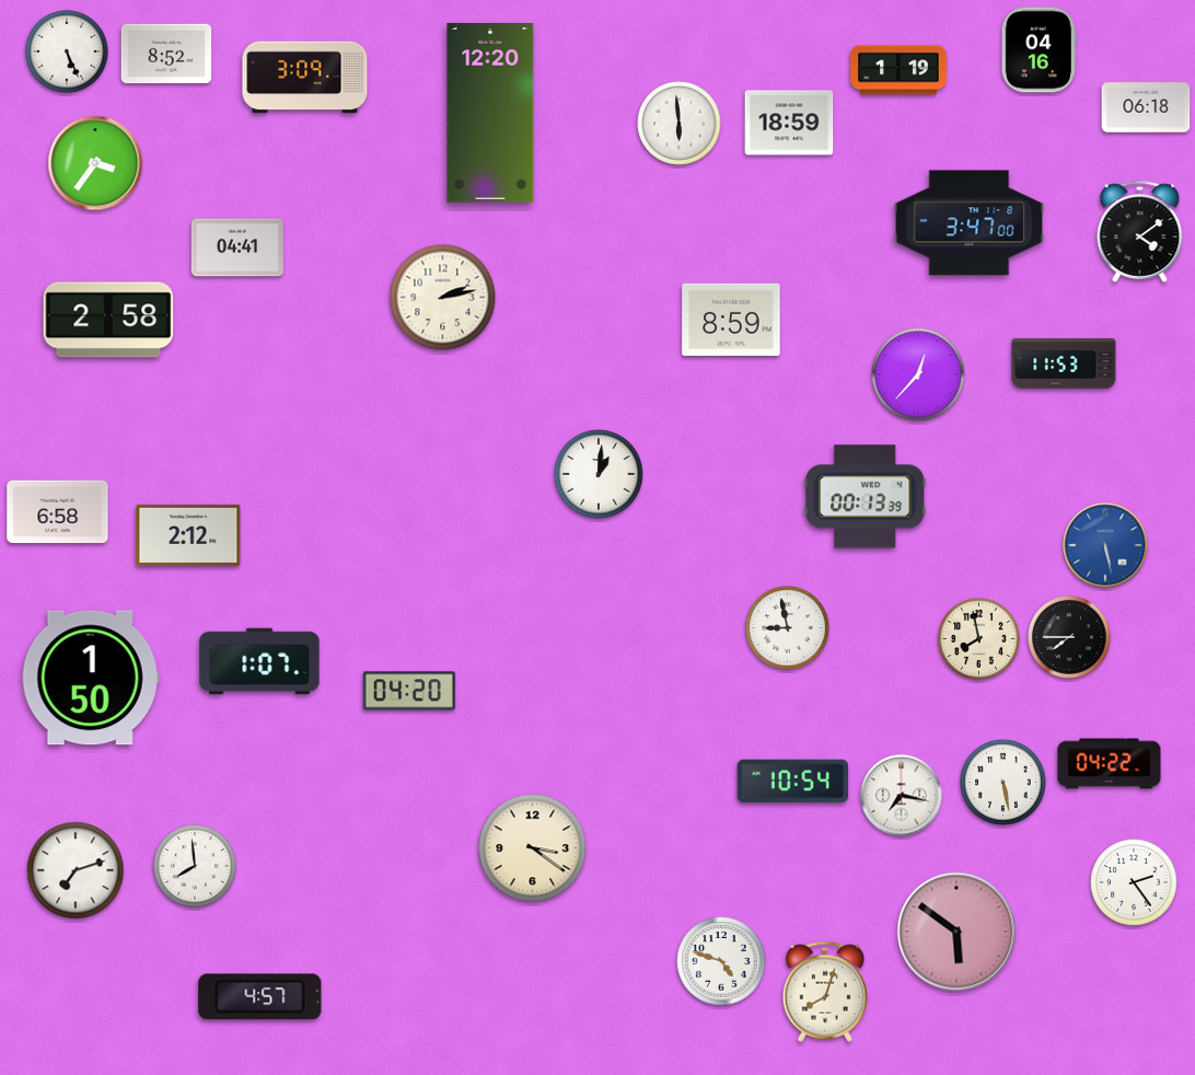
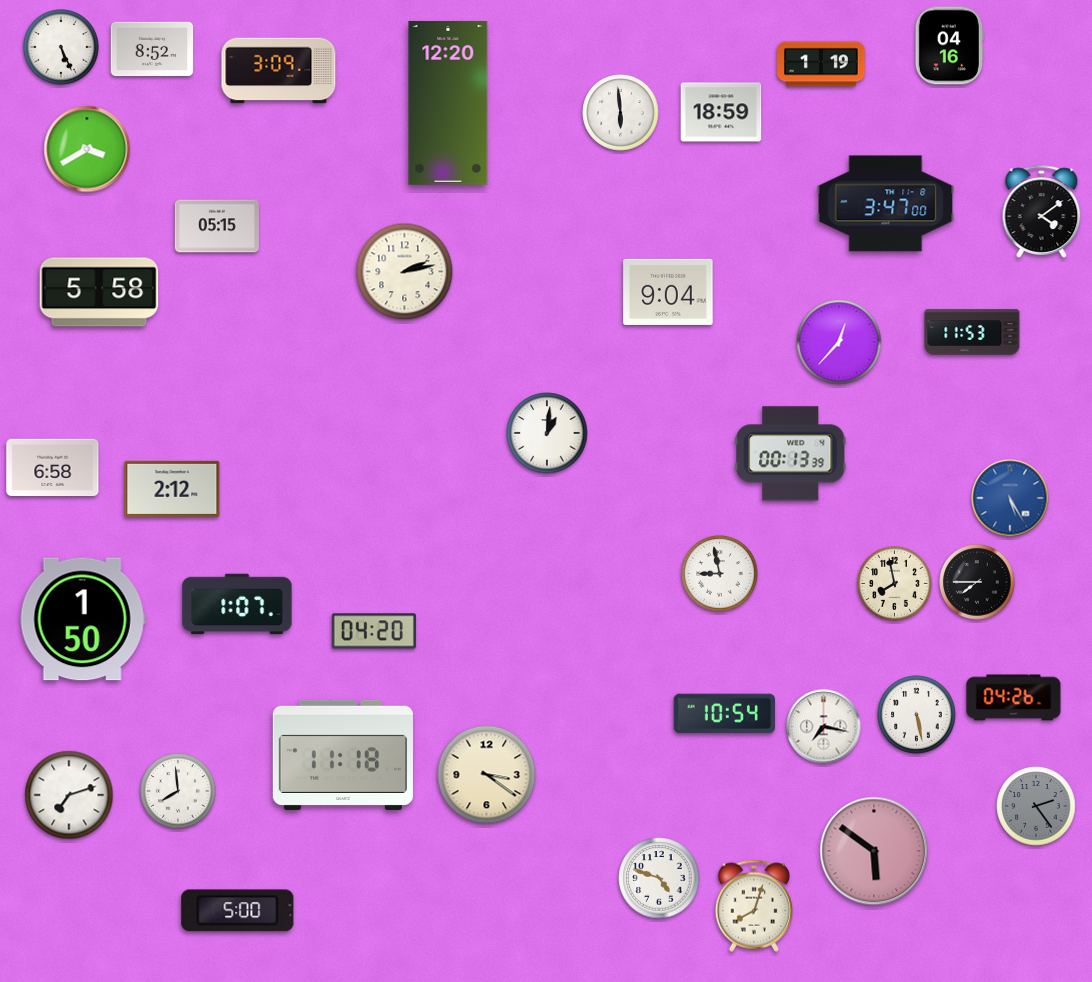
clock at (1146, 107): 06:18 -> none
clock at (95, 163): 3:36 -> 3:40
clock at (237, 247): 04:41 -> 05:15
clock at (108, 320): 2:58 -> 5:58
clock at (731, 320): 8:59 -> 9:04
clock at (1105, 545): 5:28 -> 5:25
clock at (1110, 764): 04:22 -> 04:26
clock at (342, 755): none -> 11:18
clock at (1134, 882) dial: white -> grey
clock at (260, 997): 4:57 -> 5:00
